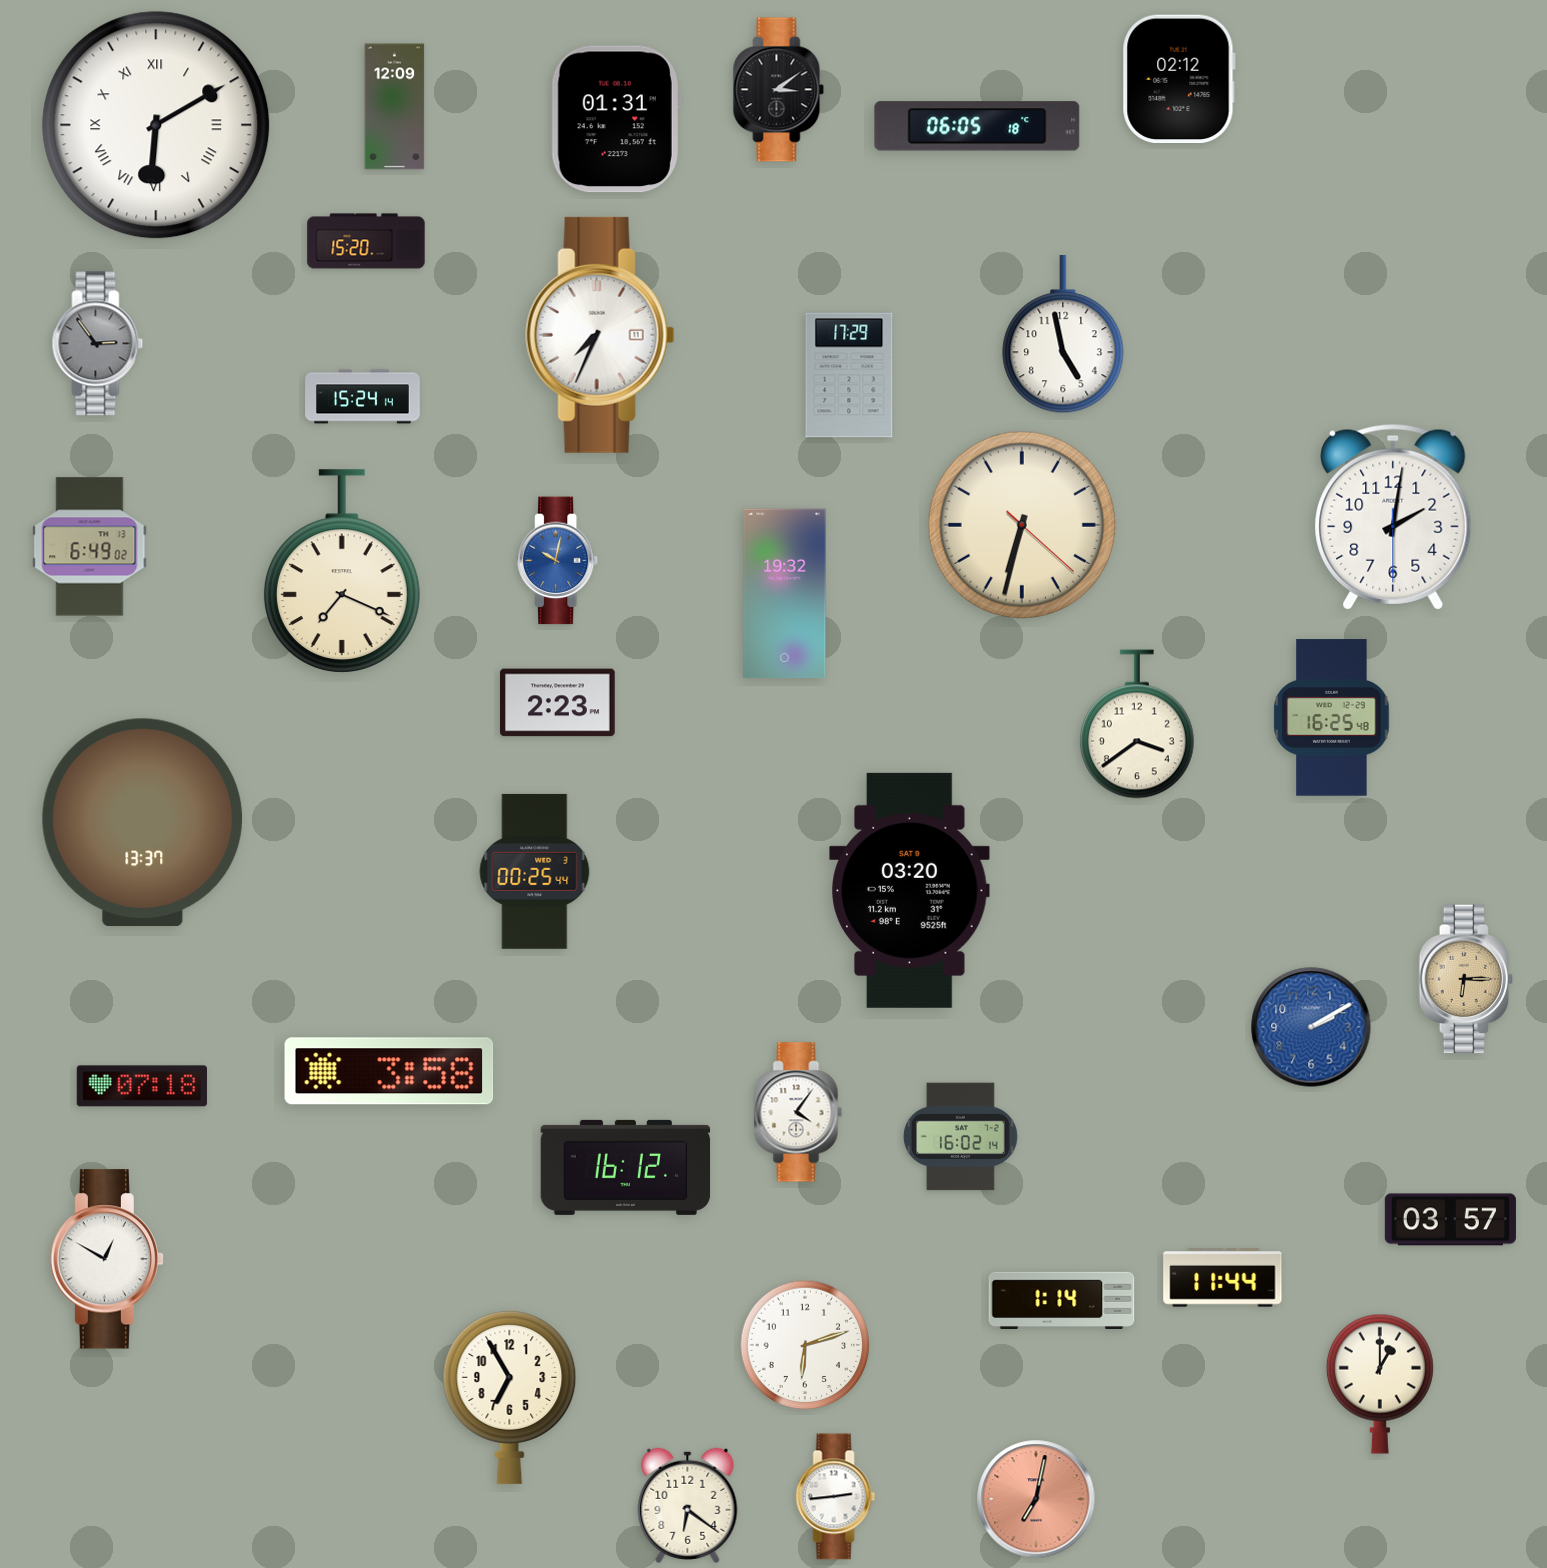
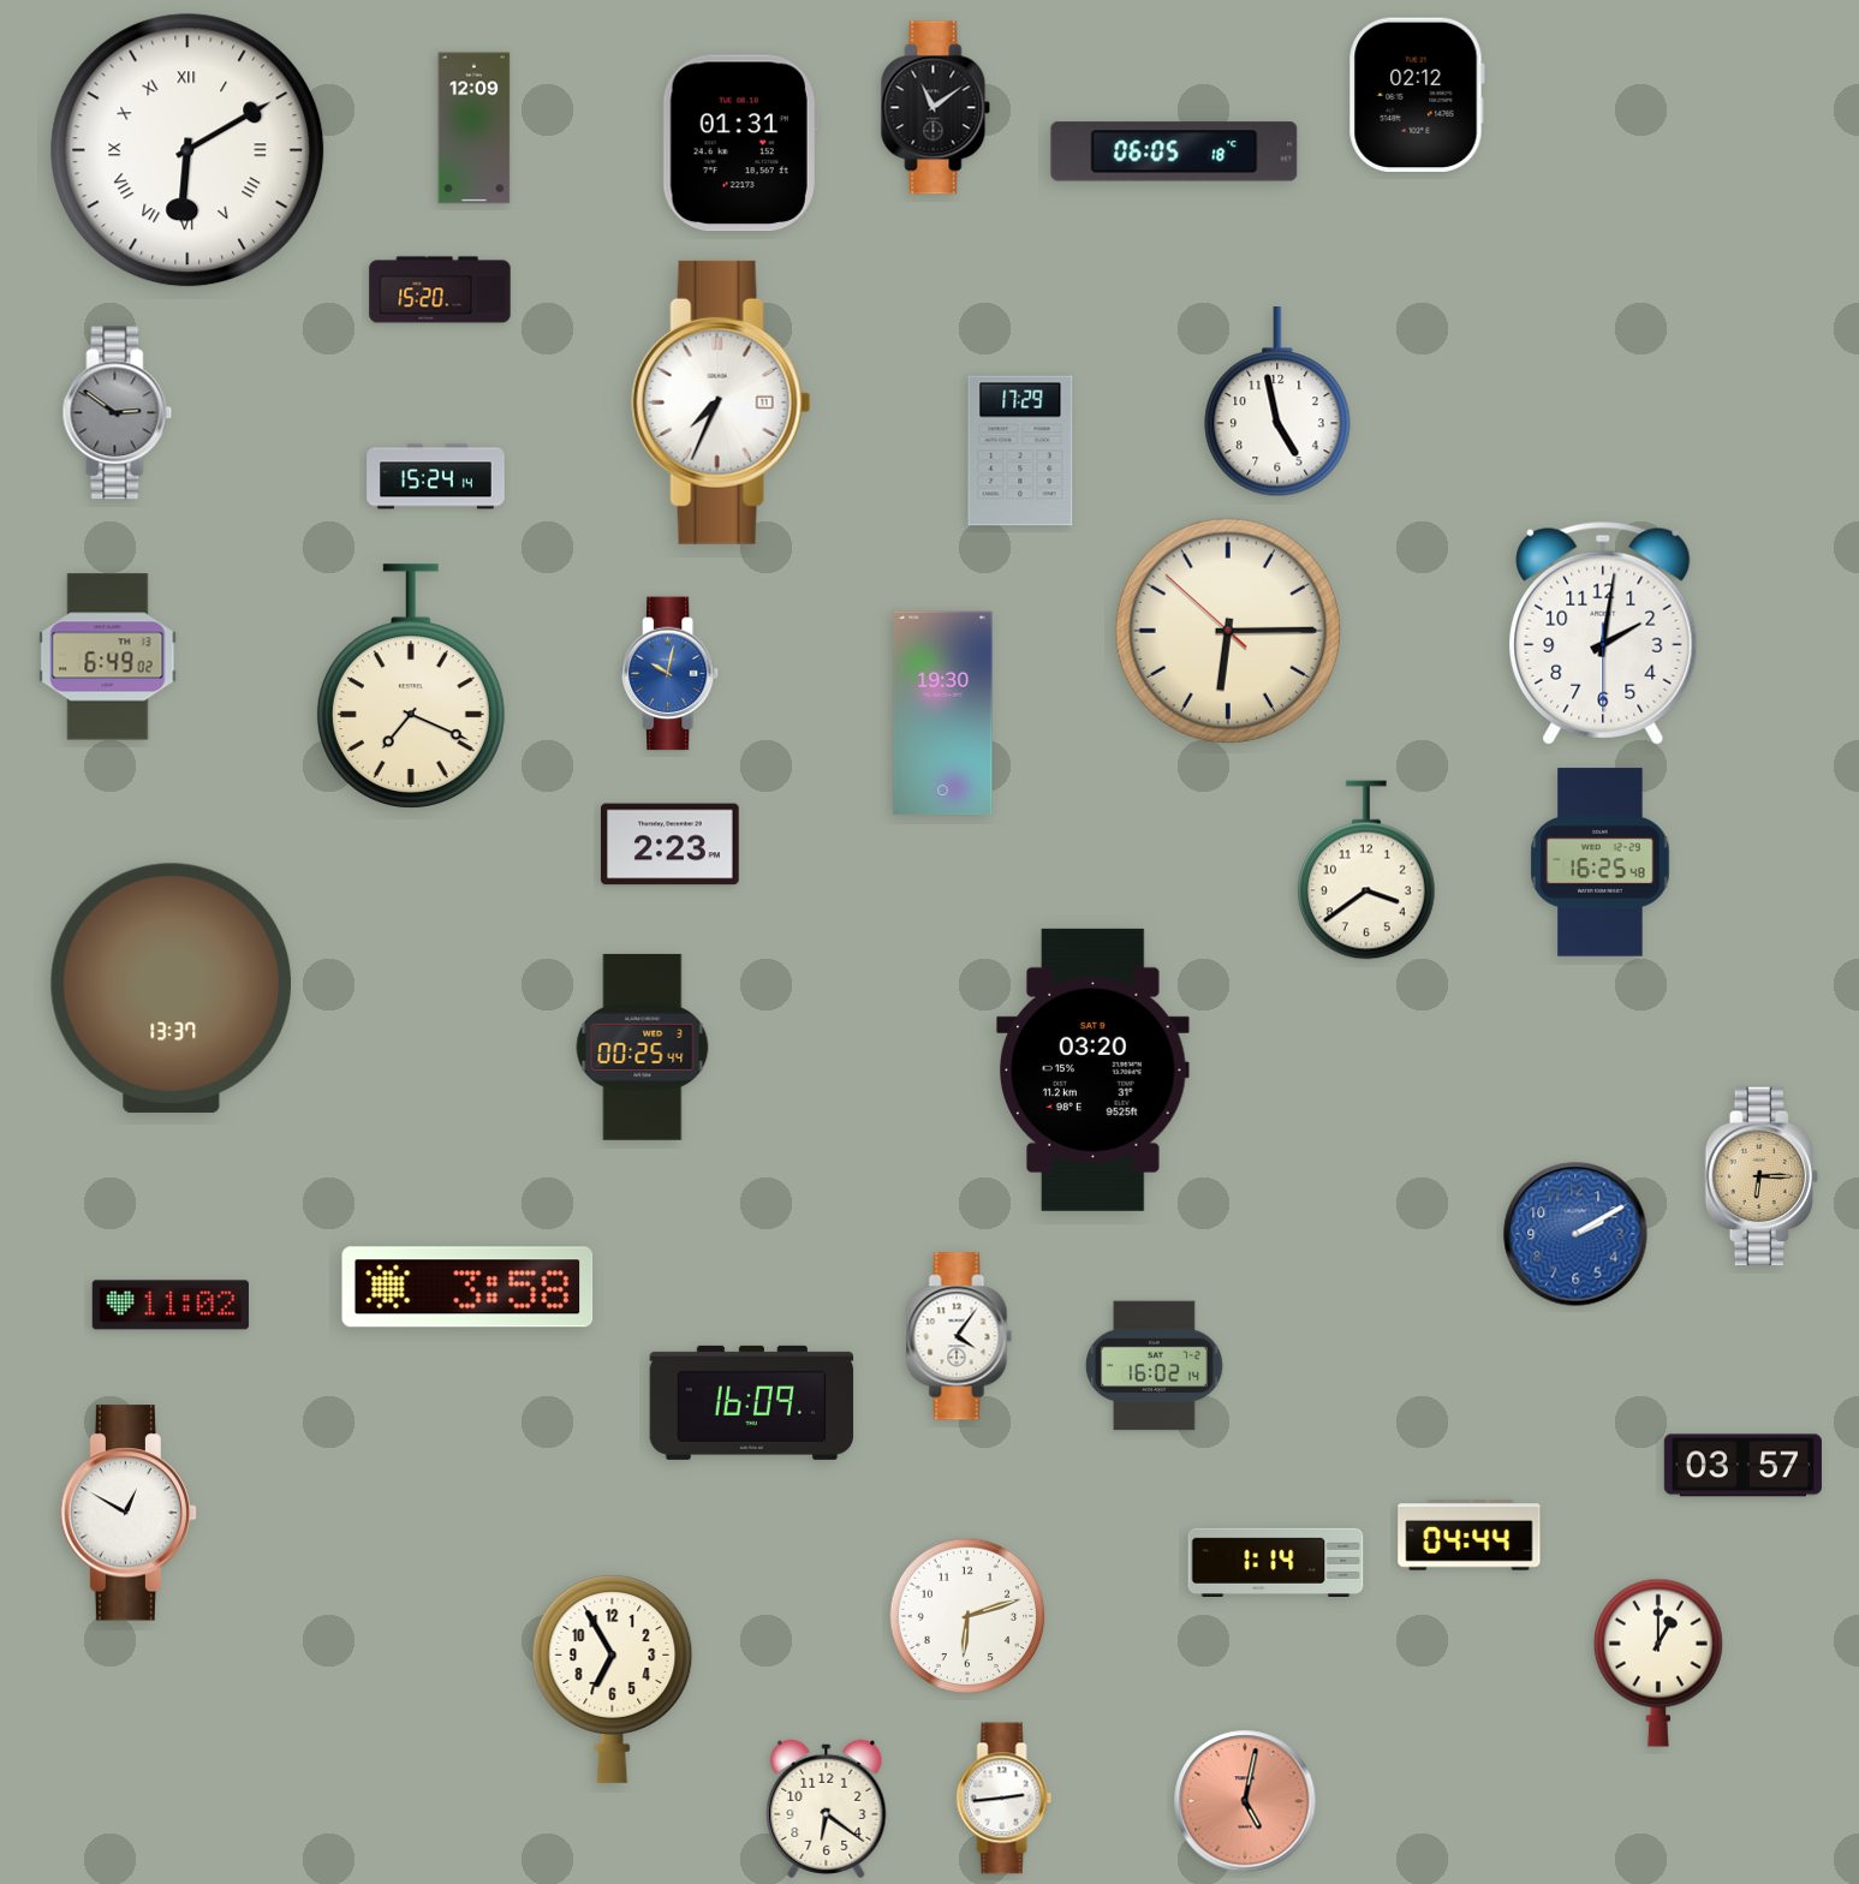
clock at (779, 90): 3:09 -> 11:09
clock at (98, 344): 2:54 -> 2:51
clock at (1393, 517) position: (1393, 517) -> (1603, 633)
clock at (1022, 525): 6:32 -> 6:14
clock at (785, 594): 19:32 -> 19:30
clock at (142, 1086): 07:18 -> 11:02
clock at (626, 1167): 16:12 -> 16:09
clock at (1223, 1278): 11:44 -> 04:44
clock at (1036, 1499): 7:02 -> 5:02
